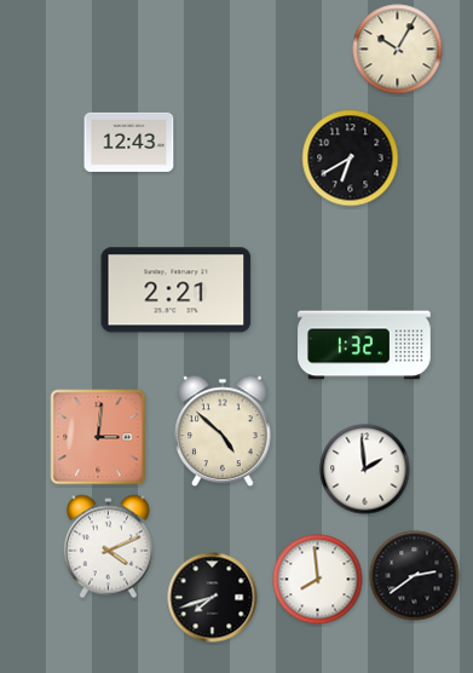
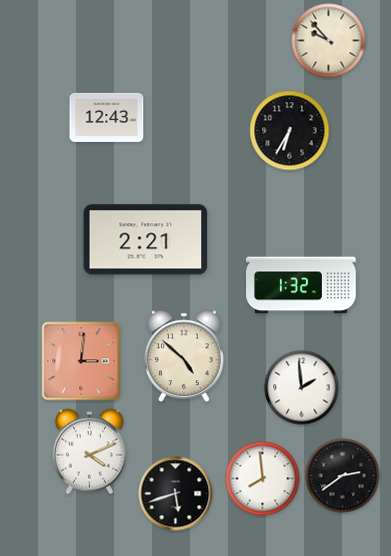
clock at (398, 50): 10:05 -> 9:53
clock at (351, 159): 6:40 -> 6:35
clock at (213, 598): 7:42 -> 5:42
